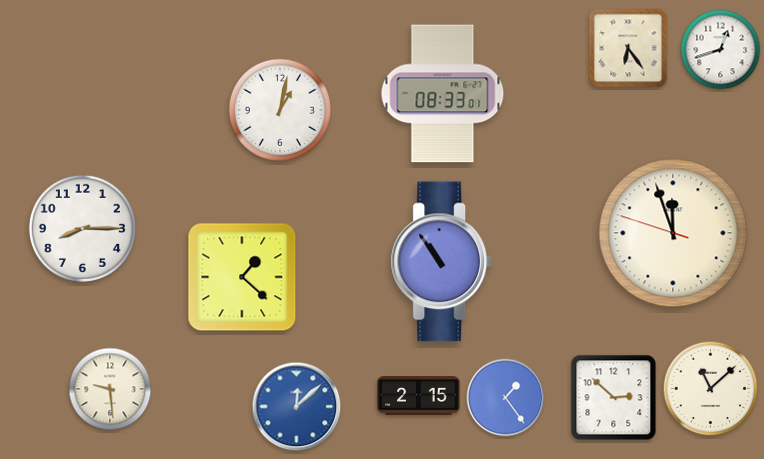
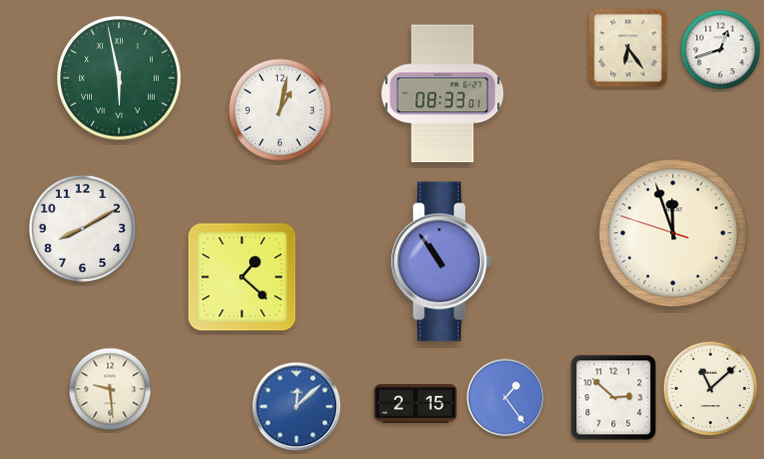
clock at (119, 78): none -> 5:58
clock at (82, 228): 8:15 -> 8:10
clock at (419, 396) position: (419, 396) -> (416, 404)
